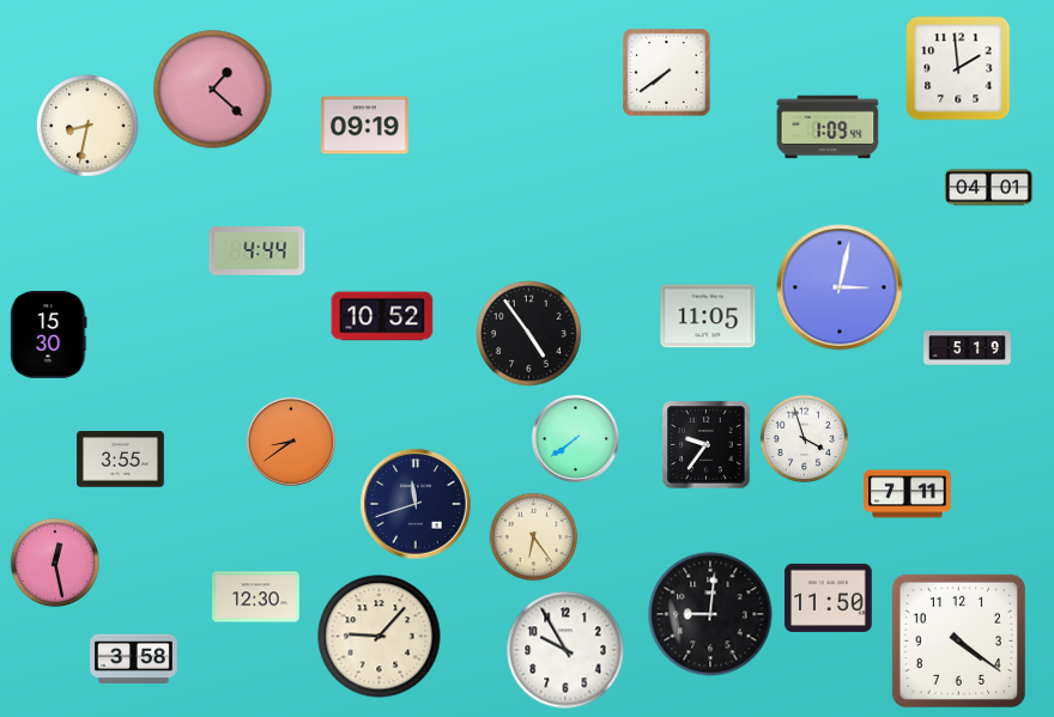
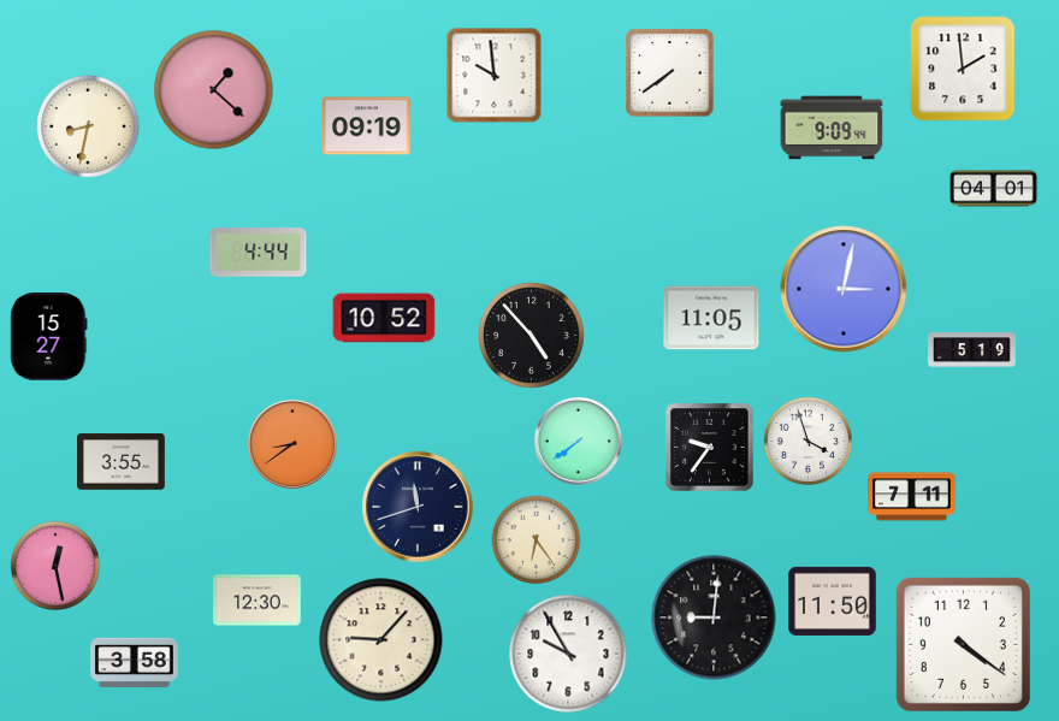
clock at (495, 76): none -> 9:59
clock at (828, 127): 1:09 -> 9:09
clock at (529, 334): 4:54 -> 4:53
clock at (49, 335): 15:30 -> 15:27
